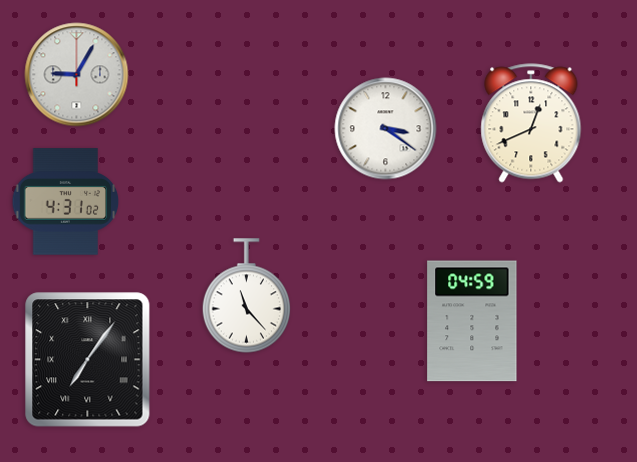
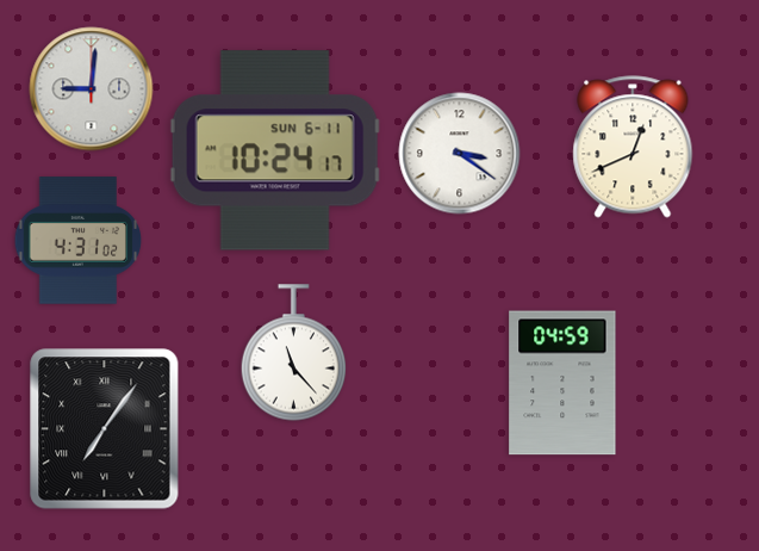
clock at (77, 75): 9:05 -> 9:01
clock at (275, 150): none -> 10:24
